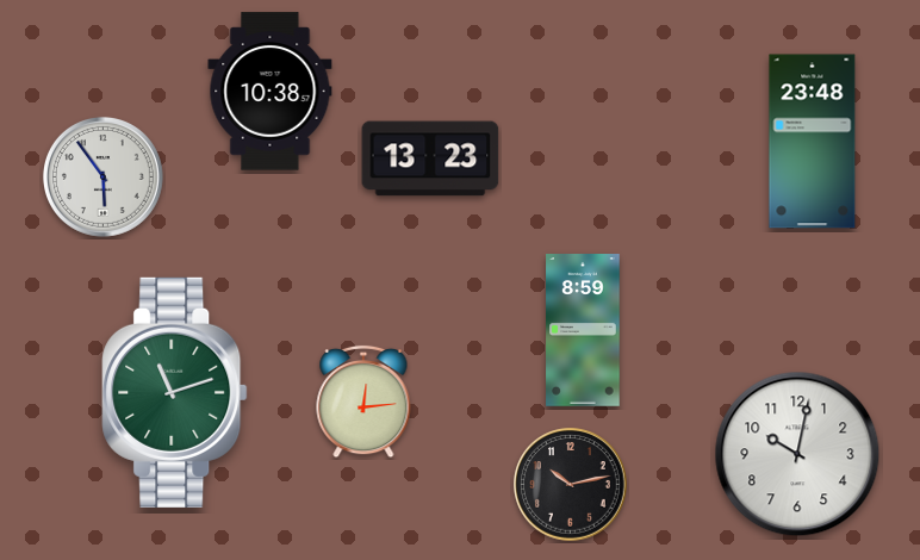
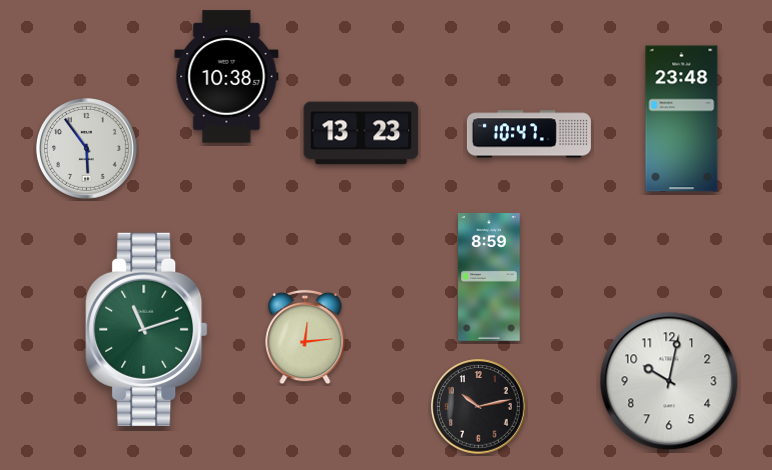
clock at (529, 134): none -> 10:47
